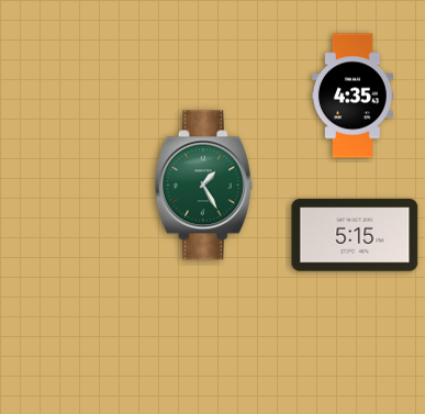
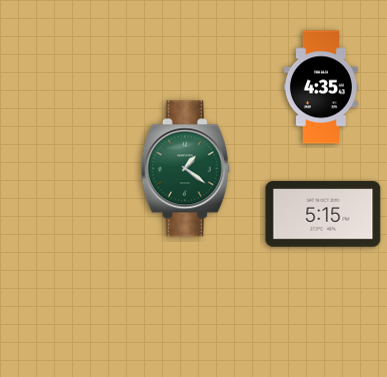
clock at (203, 186): 1:25 -> 1:21
